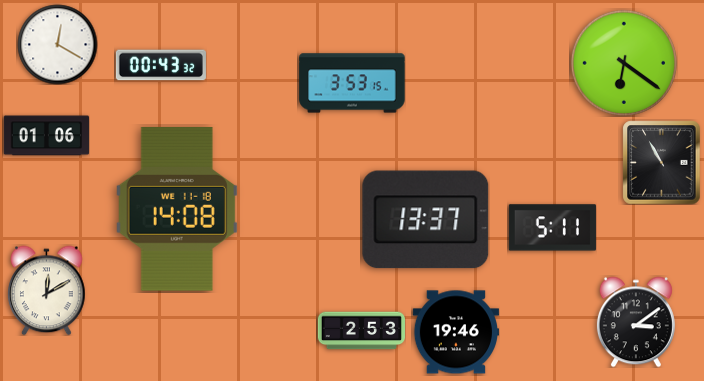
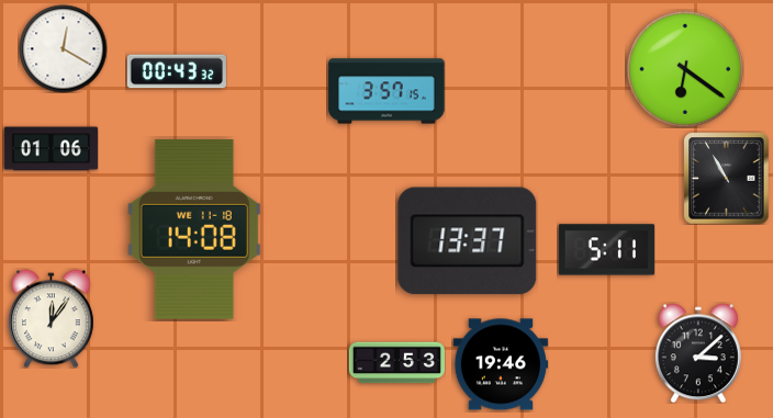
clock at (352, 83): 3:53 -> 3:57
clock at (47, 290): 12:10 -> 12:06
clock at (636, 322): 3:09 -> 3:08
